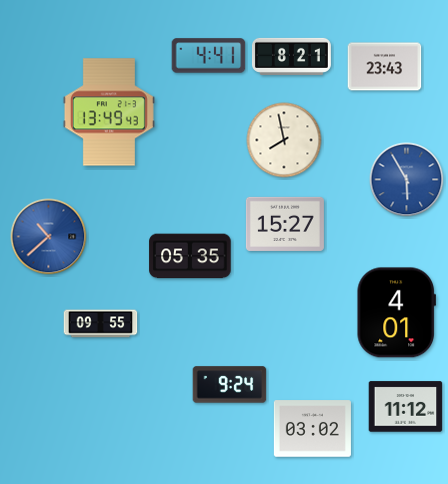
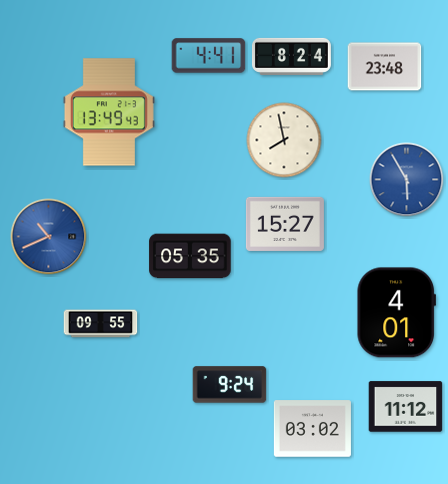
clock at (291, 56): 8:21 -> 8:24
clock at (385, 67): 23:43 -> 23:48
clock at (49, 237): 10:38 -> 10:41
